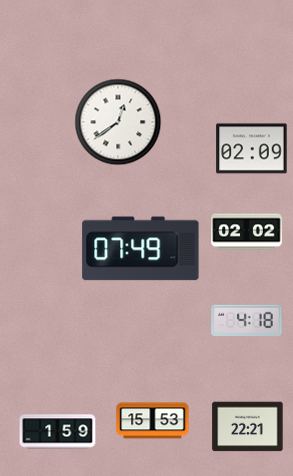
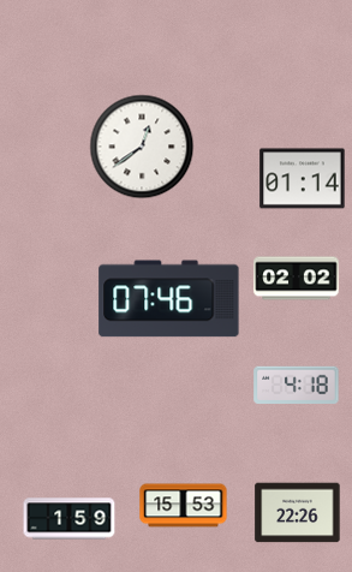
clock at (252, 149): 02:09 -> 01:14
clock at (141, 249): 07:49 -> 07:46
clock at (248, 427): 22:21 -> 22:26
